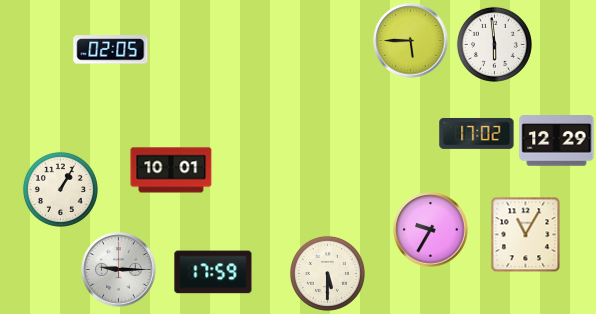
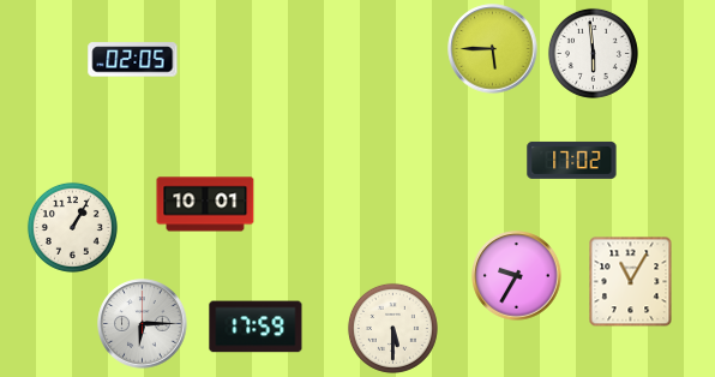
clock at (557, 141): 12:29 -> none
clock at (119, 270): 9:15 -> 6:15
